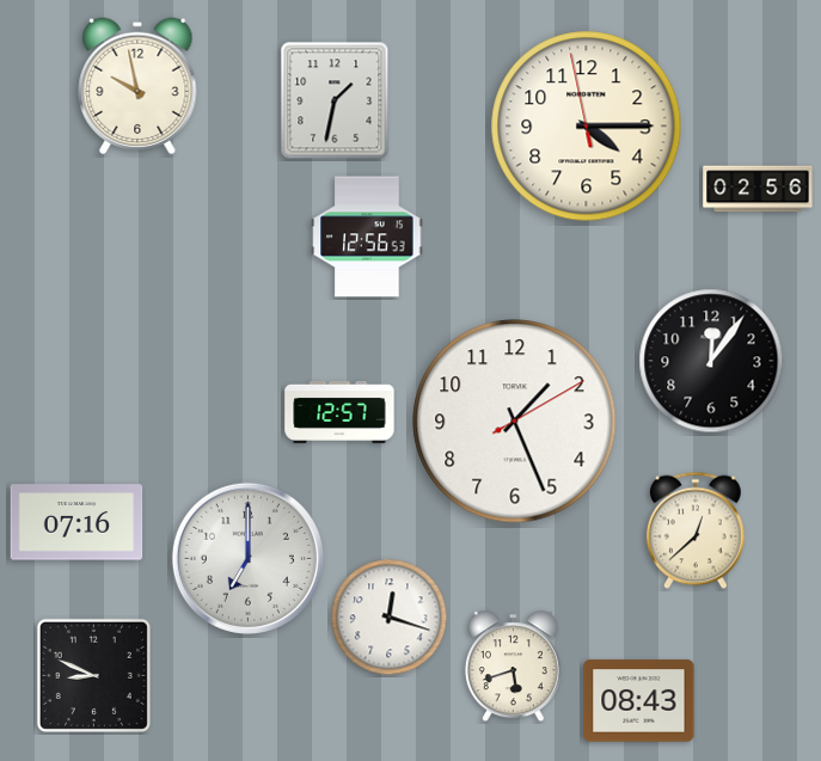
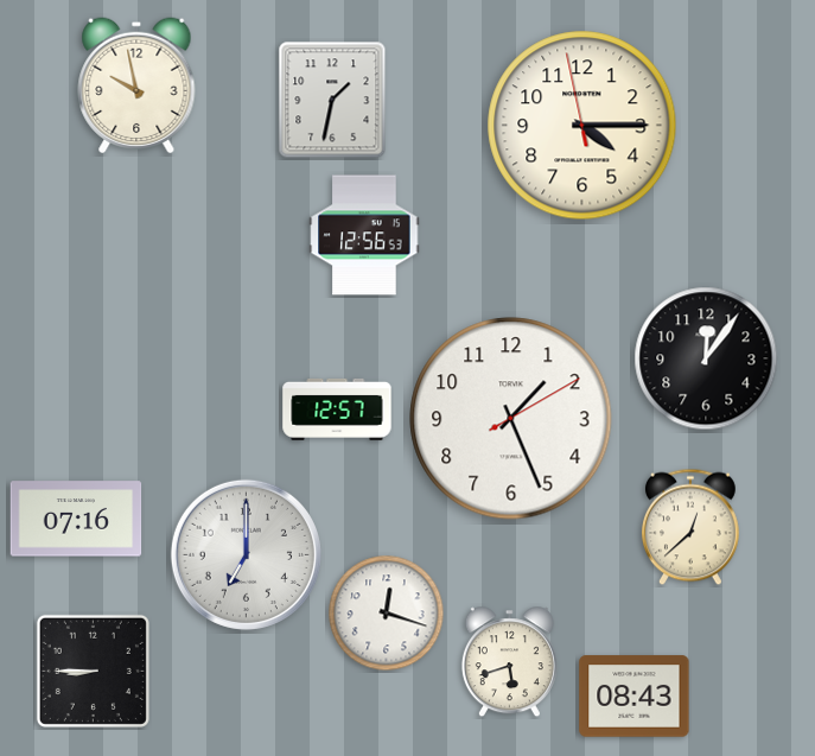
clock at (758, 189): 02:56 -> none
clock at (93, 675): 8:49 -> 8:45
